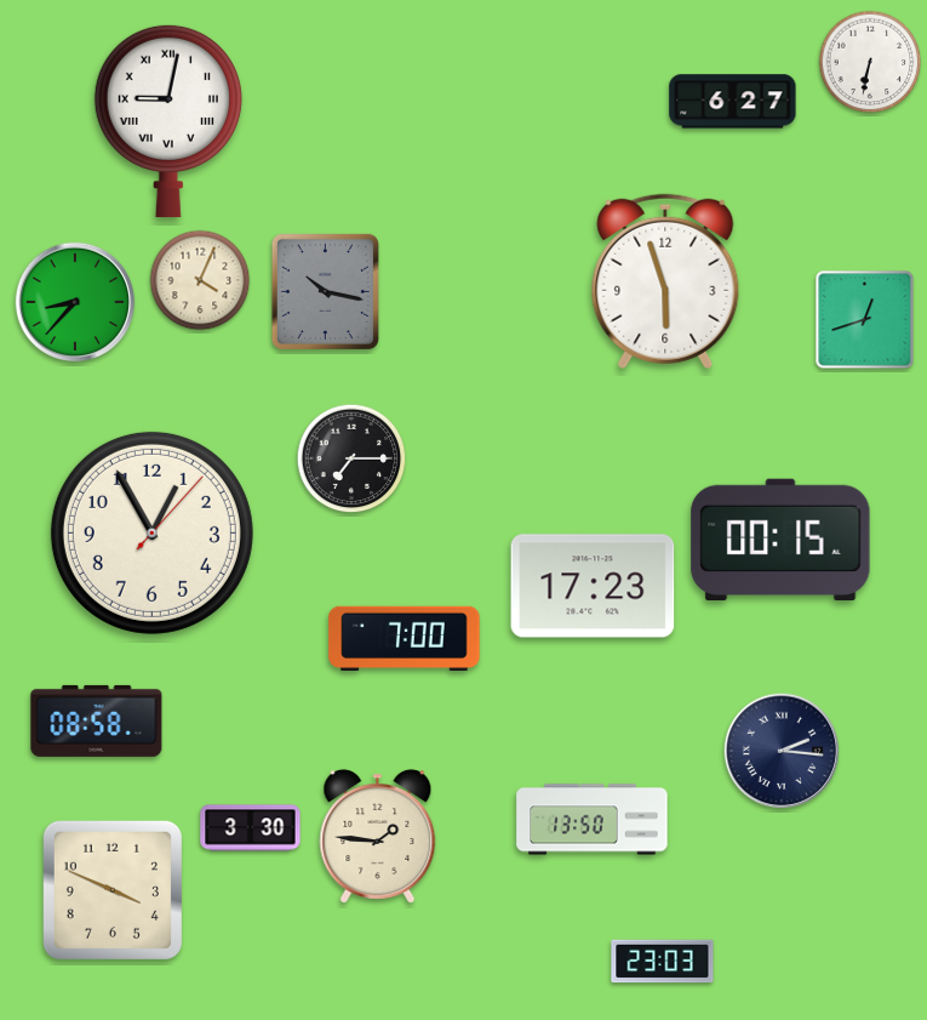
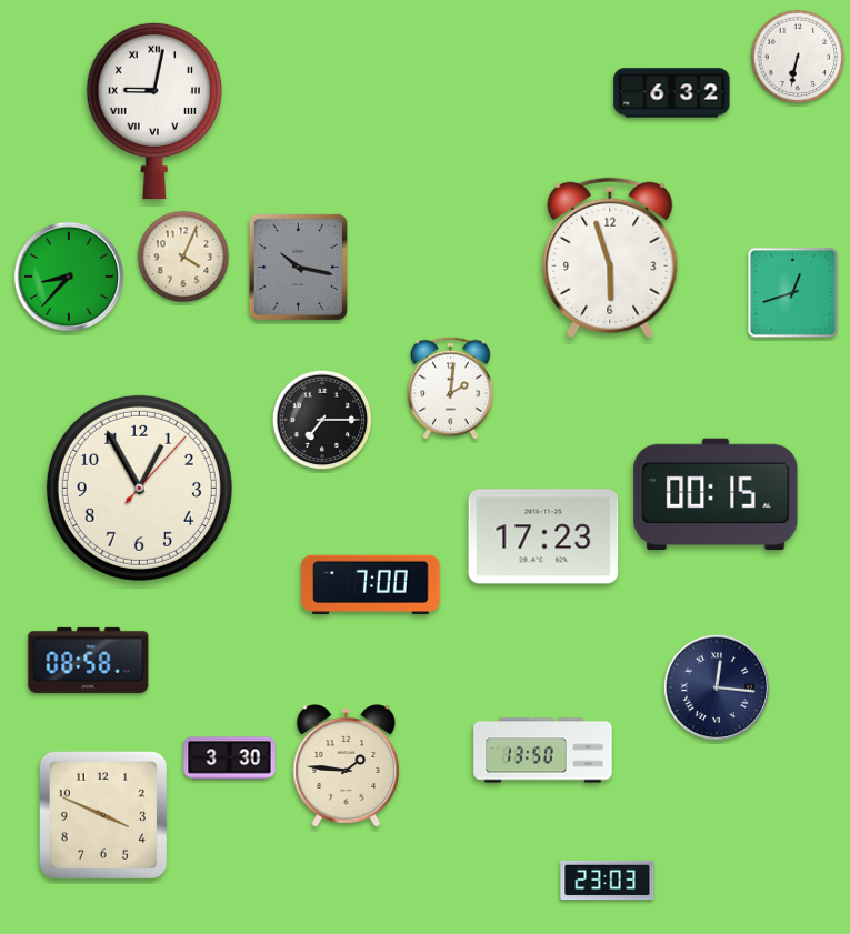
clock at (733, 102): 6:27 -> 6:32
clock at (451, 388): none -> 2:01
clock at (782, 751): 2:16 -> 12:16
